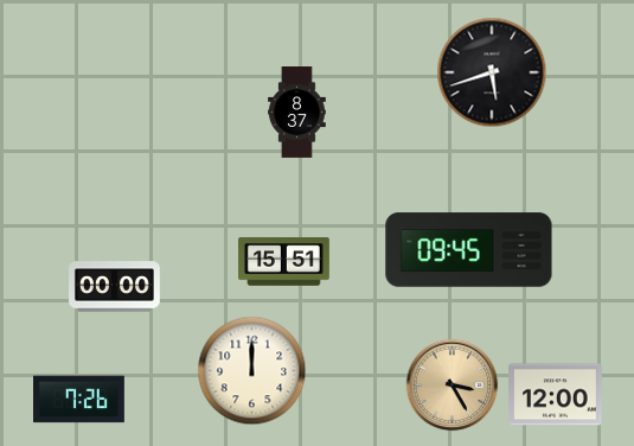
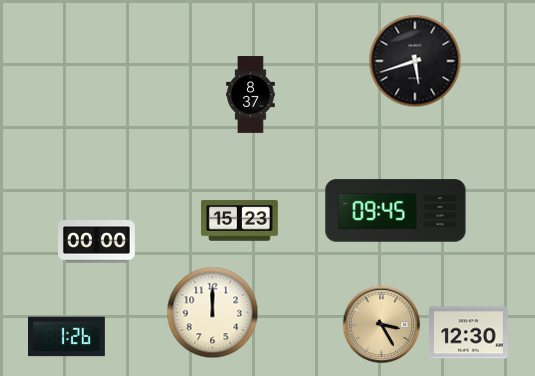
clock at (284, 262): 15:51 -> 15:23
clock at (556, 395): 12:00 -> 12:30
clock at (79, 400): 7:26 -> 1:26
